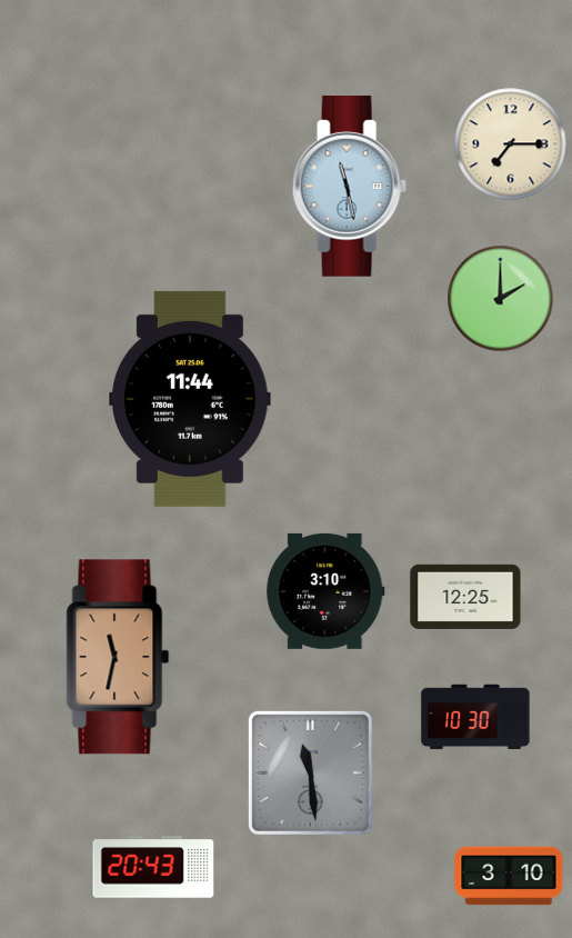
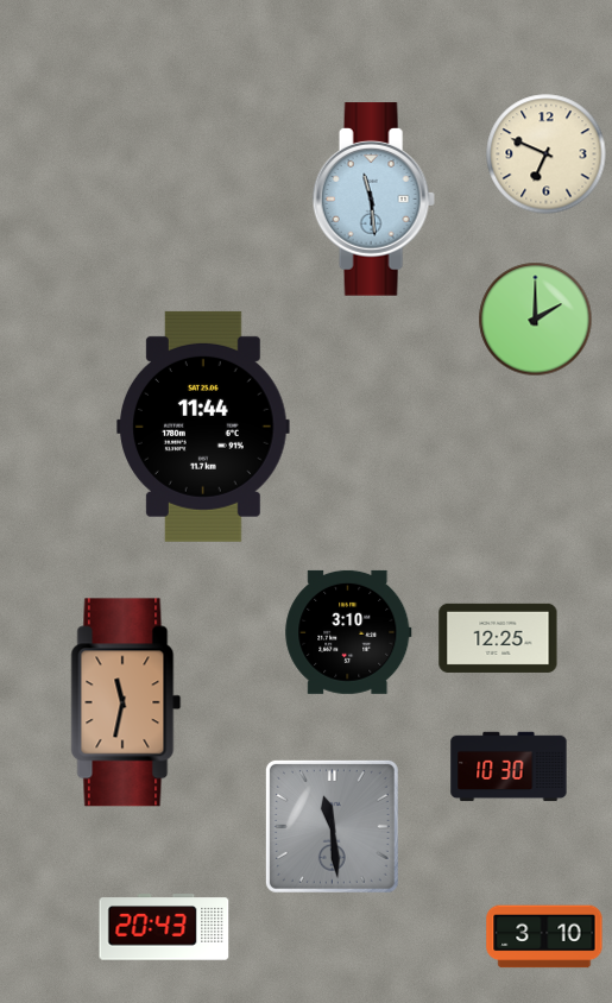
clock at (511, 144): 7:15 -> 6:49
clock at (349, 187): 11:28 -> 11:29
